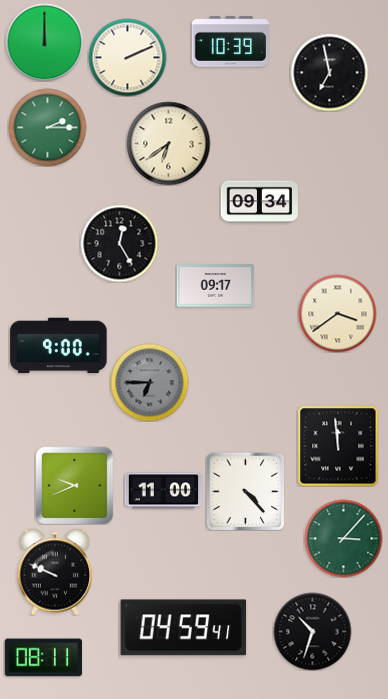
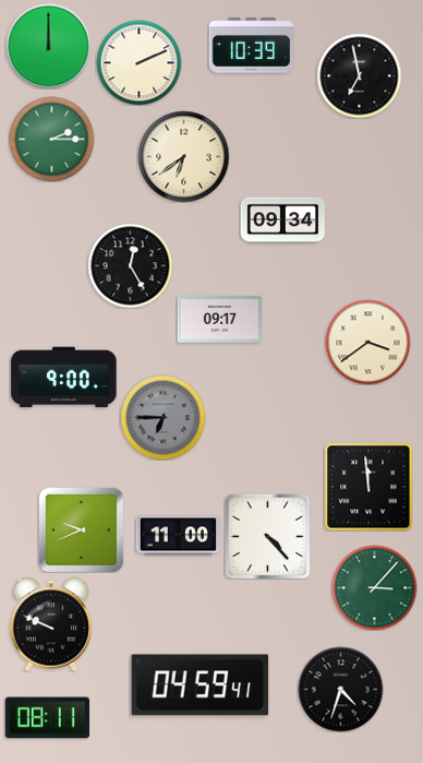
clock at (329, 72) position: (329, 72) -> (359, 75)
clock at (215, 286) position: (215, 286) -> (219, 320)
clock at (55, 572) position: (55, 572) -> (51, 624)
clock at (312, 631): 10:33 -> 4:33
